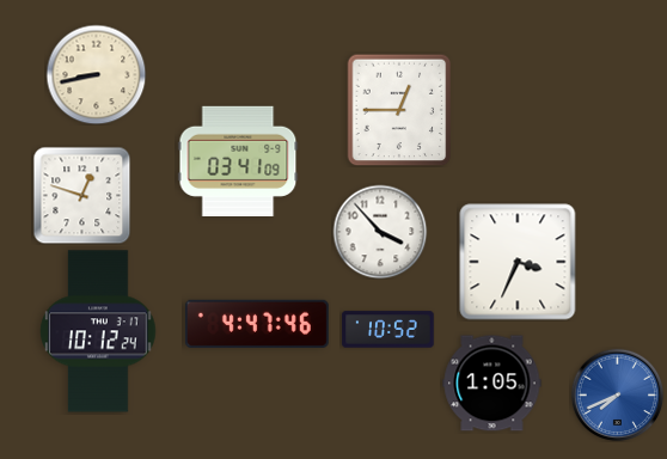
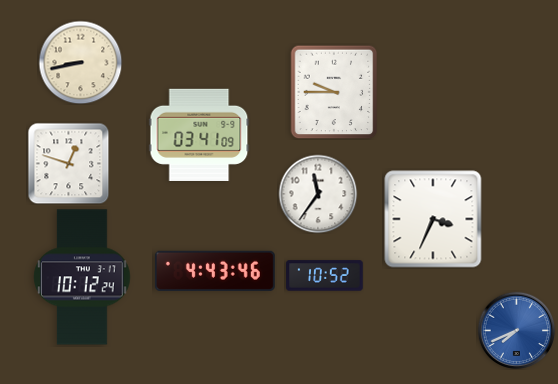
clock at (399, 110): 12:45 -> 9:45
clock at (380, 232): 3:53 -> 11:36
clock at (257, 324): 4:47 -> 4:43
clock at (492, 384): 1:05 -> none
